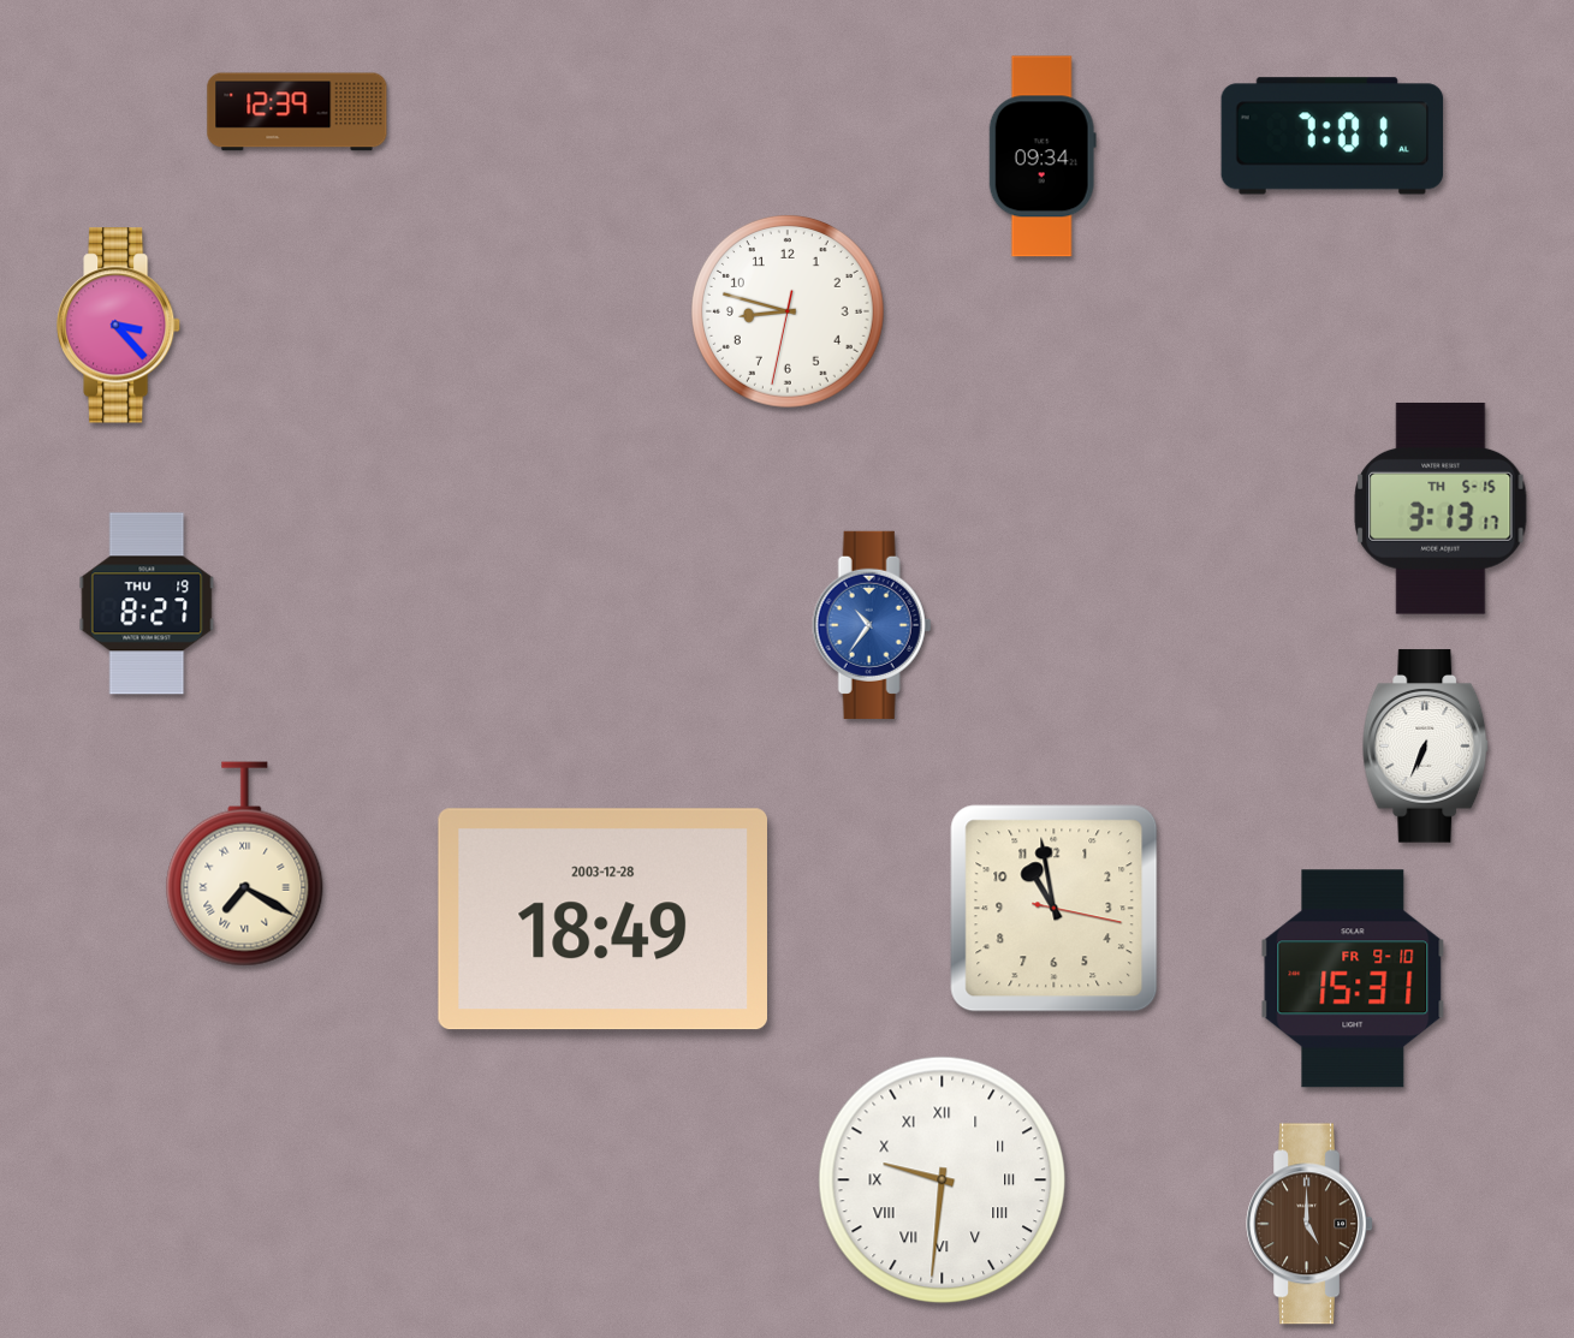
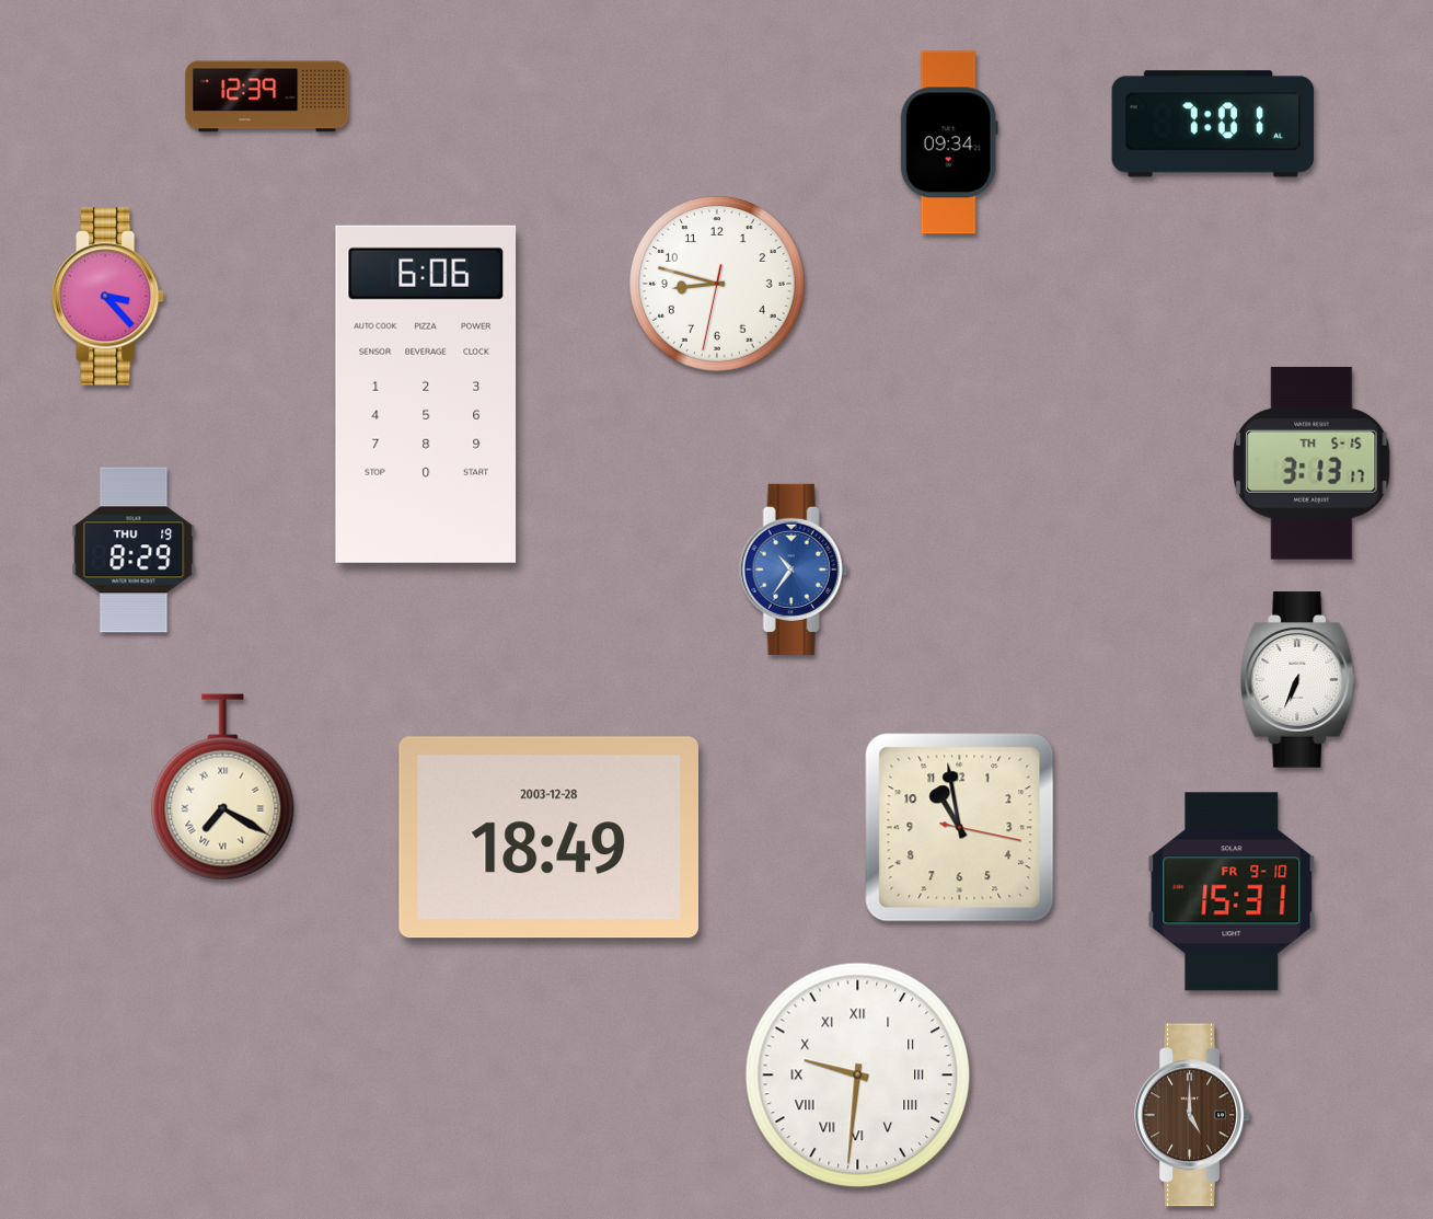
clock at (297, 112) position: (297, 112) -> (267, 96)
clock at (426, 394): none -> 6:06
clock at (147, 603): 8:27 -> 8:29
